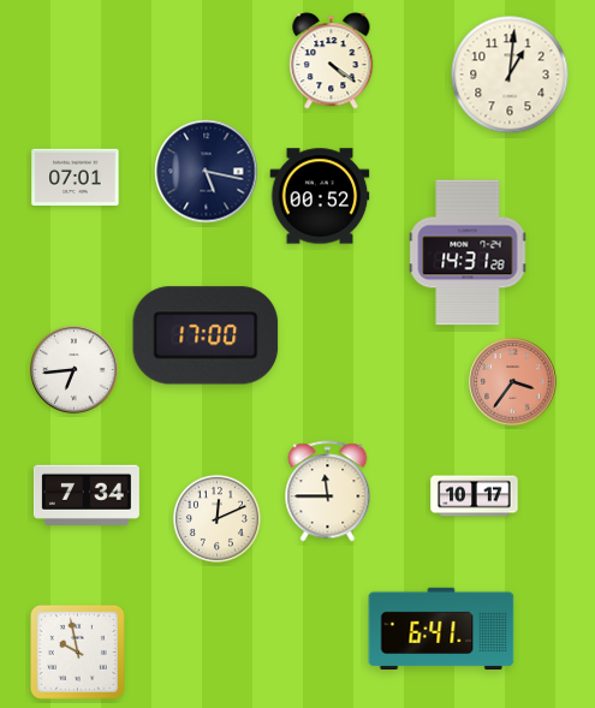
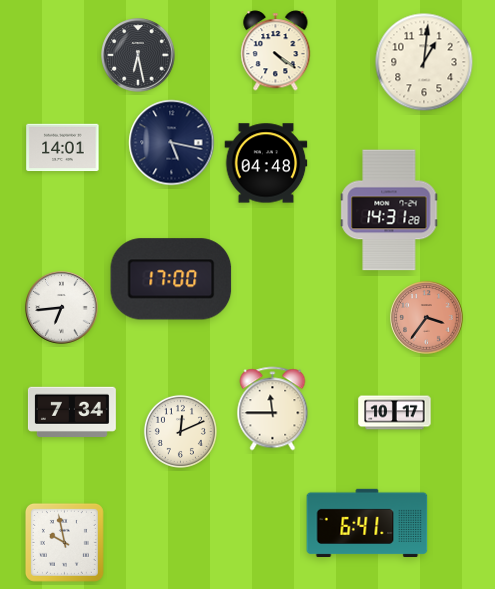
clock at (138, 55): none -> 6:28
clock at (76, 178): 07:01 -> 14:01
clock at (320, 196): 00:52 -> 04:48
